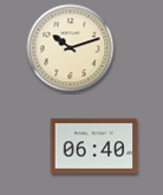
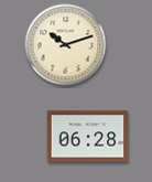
clock at (94, 147): 06:40 -> 06:28
